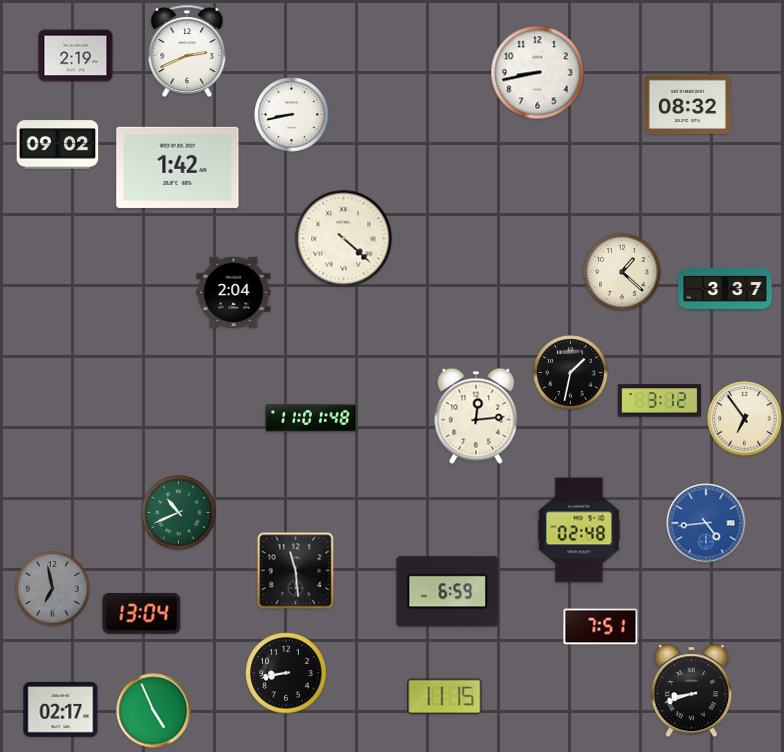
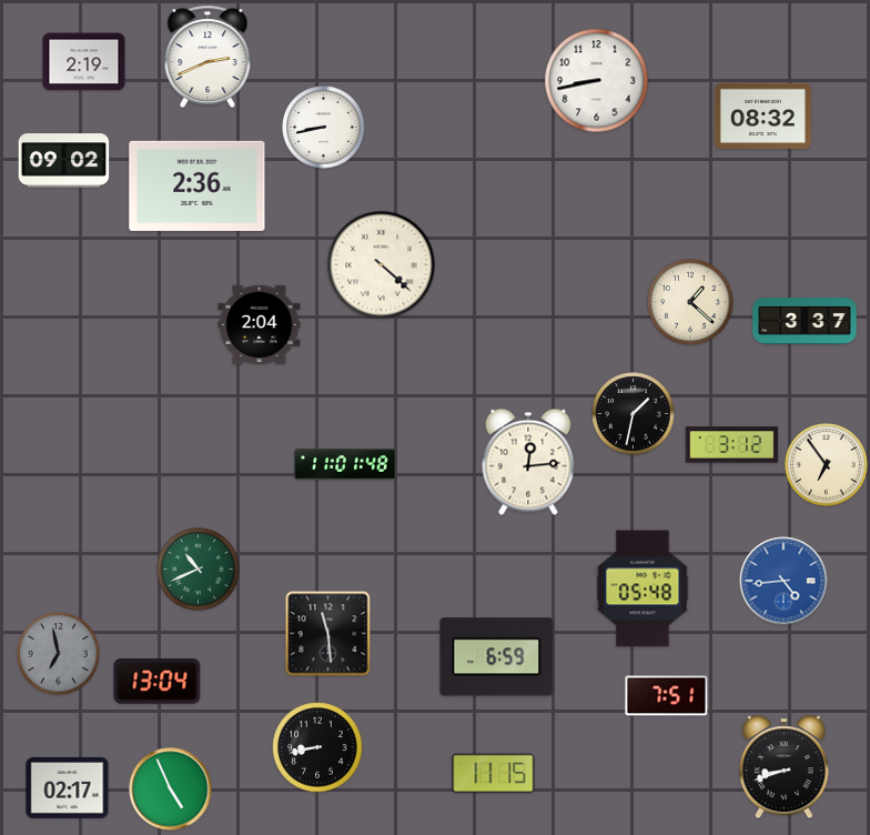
clock at (178, 167): 1:42 -> 2:36
clock at (579, 530): 02:48 -> 05:48
clock at (691, 691) position: (691, 691) -> (783, 767)
